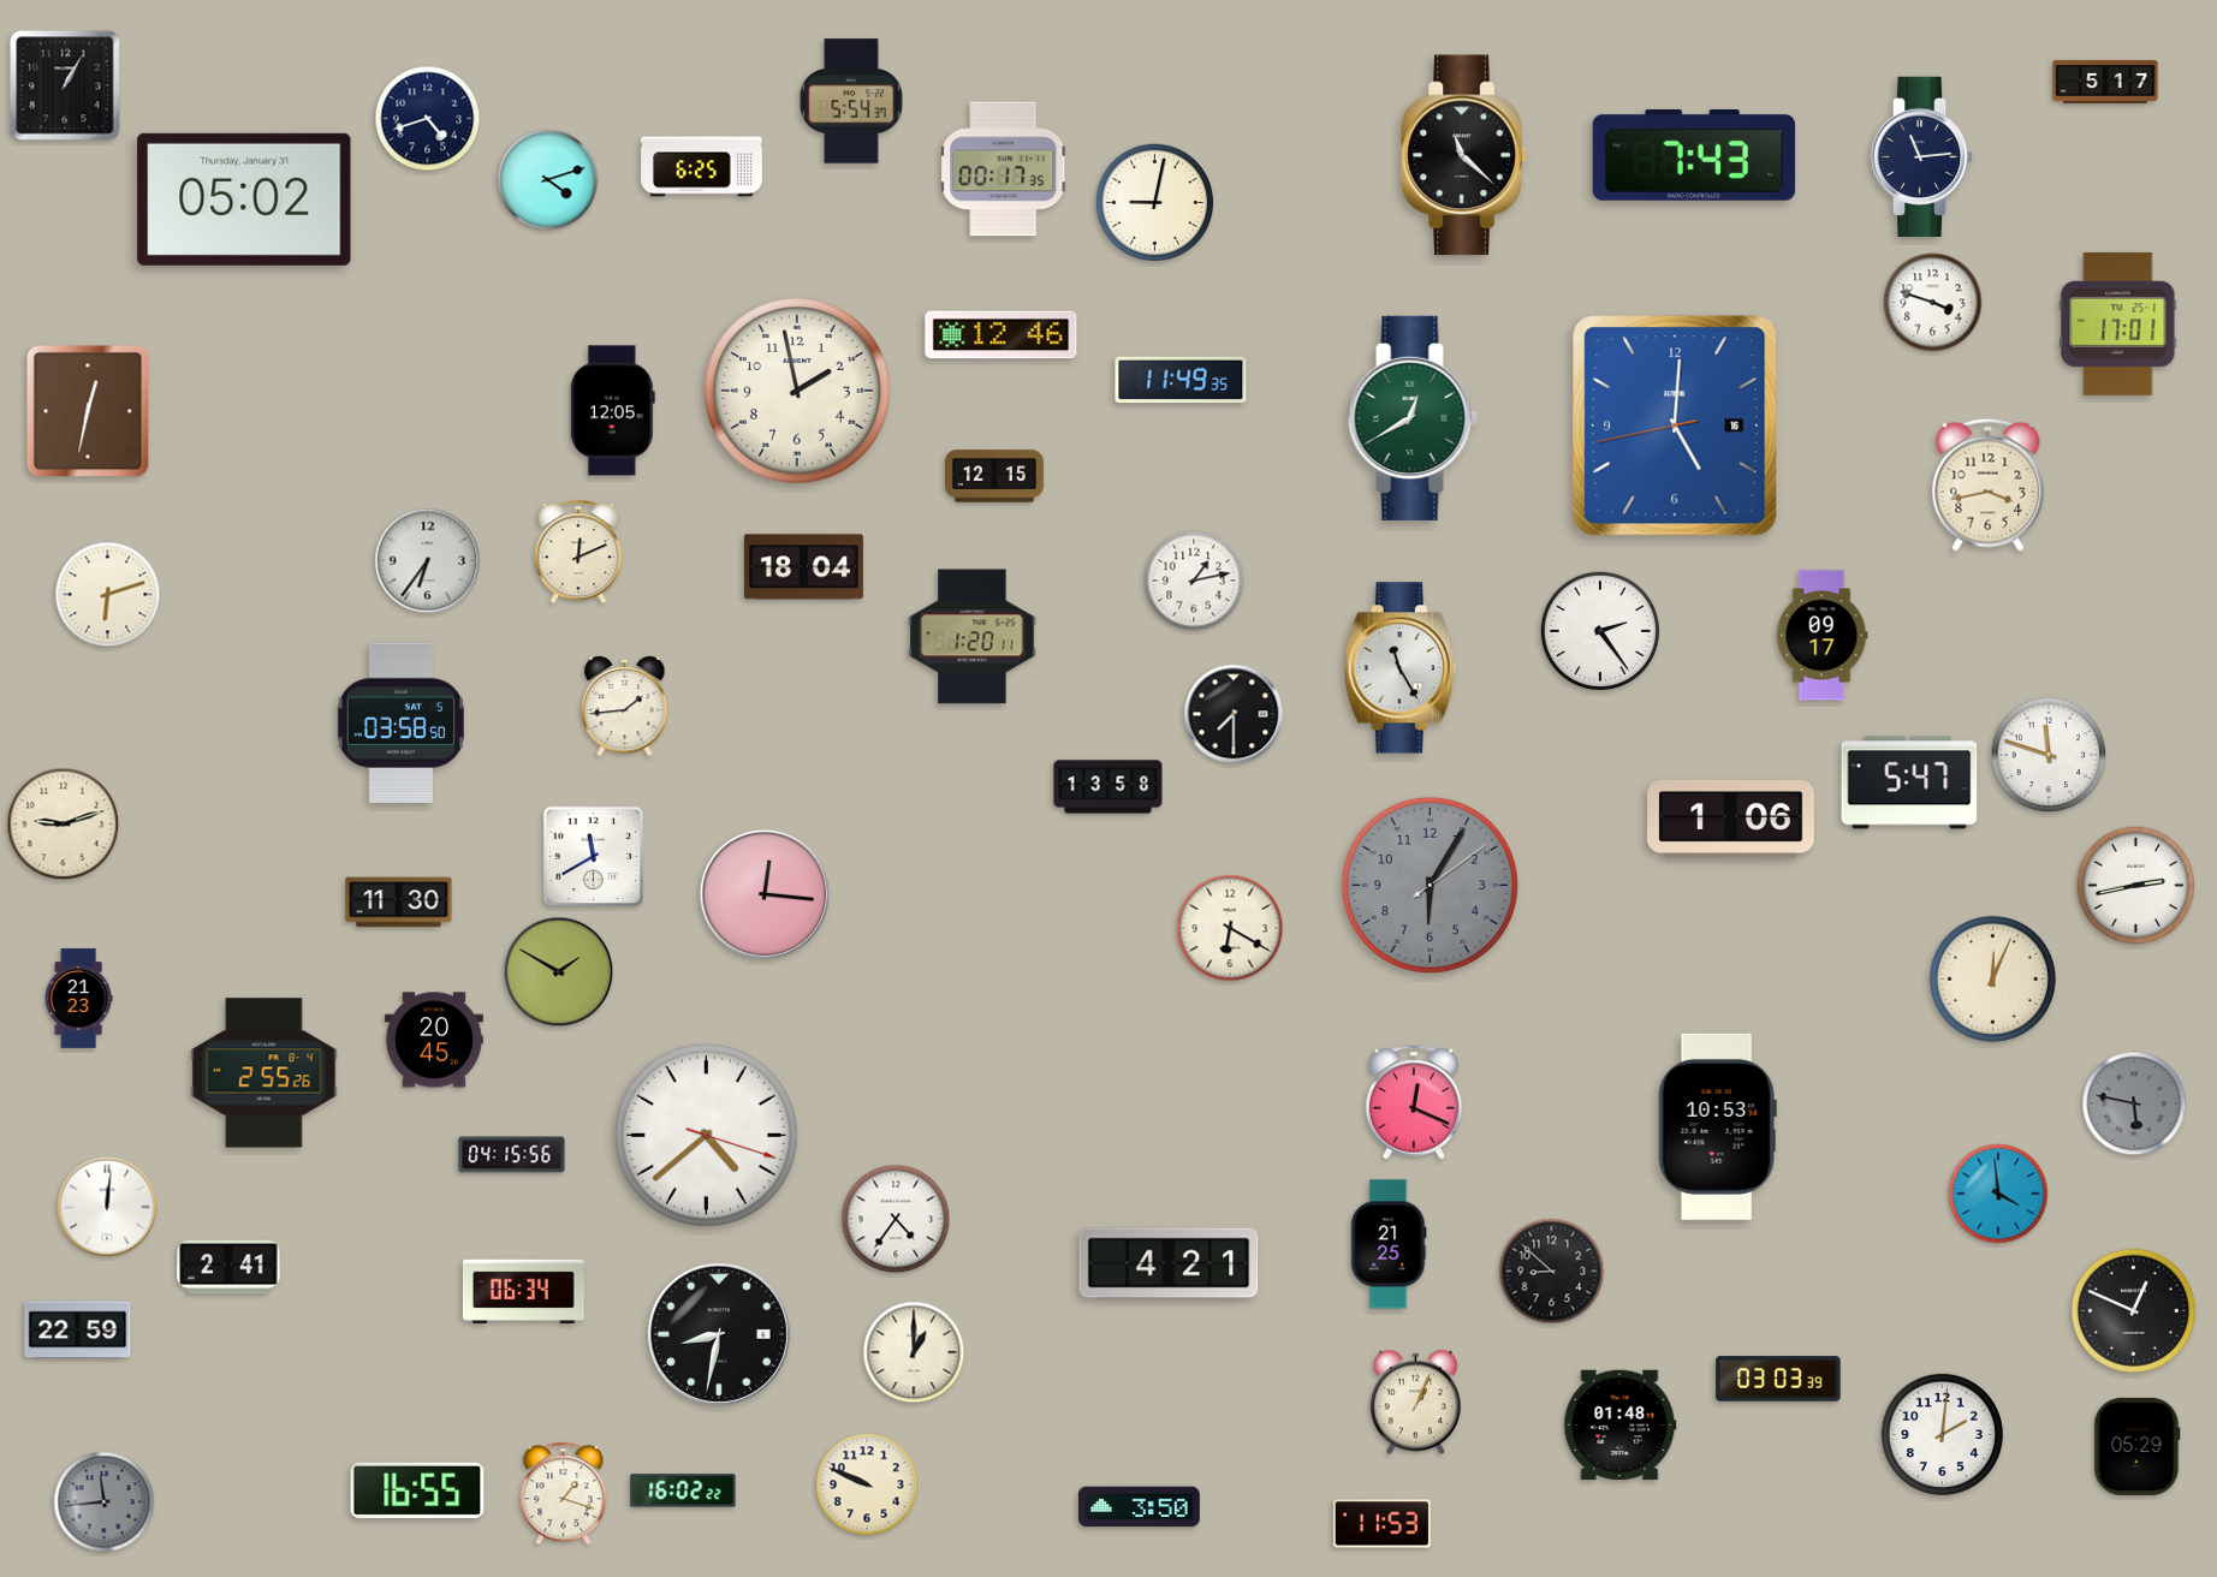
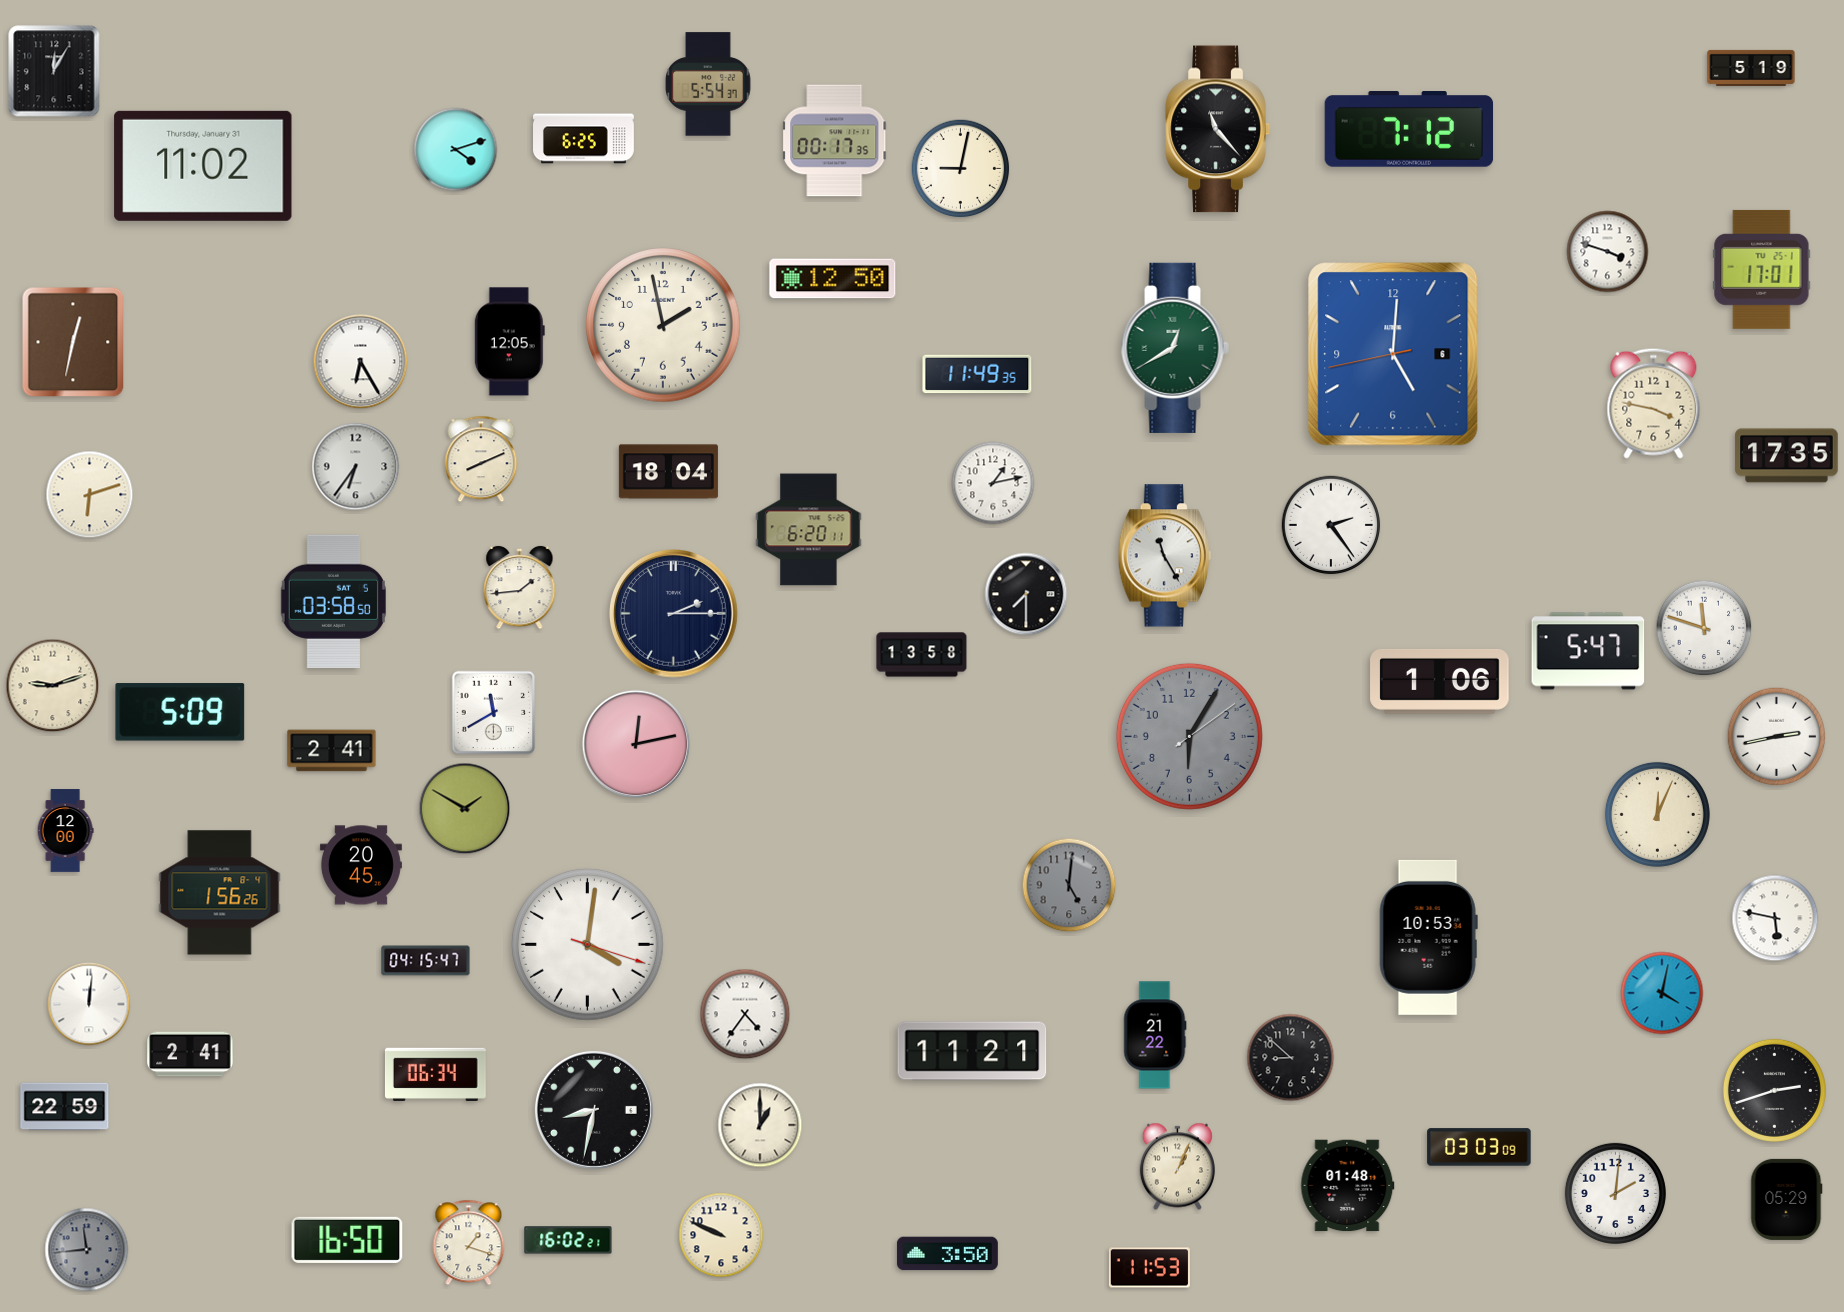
clock at (2105, 82): 5:17 -> 5:19
clock at (65, 85): 1:05 -> 12:05
clock at (428, 119): 4:42 -> none
clock at (1464, 155): 11:22 -> 11:23
clock at (1694, 156): 7:43 -> 7:12
clock at (1922, 156): 11:14 -> none
clock at (244, 200): 05:02 -> 11:02
clock at (1001, 335): 12:46 -> 12:50
clock at (1181, 380) position: (1181, 380) -> (977, 374)
clock at (1675, 426) date: 16 -> 6
clock at (361, 362): none -> 6:25
clock at (994, 476): 12:15 -> none
clock at (1989, 484): 3:43 -> 3:47
clock at (1787, 456): none -> 17:35
clock at (578, 552): 12:11 -> 8:11
clock at (1821, 636): 09:17 -> none
clock at (973, 637): 1:20 -> 6:20
clock at (674, 614): none -> 2:15
clock at (180, 712): none -> 5:09
clock at (763, 893): 12:16 -> 12:13
clock at (399, 903): 11:30 -> 2:41
clock at (1230, 928): 6:20 -> none
clock at (78, 999): 21:23 -> 12:00
clock at (1069, 885): none -> 5:01
clock at (265, 1073): 2:55 -> 1:56
clock at (1414, 1102): 12:19 -> none
clock at (2134, 1103) dial: grey -> white
clock at (707, 1136): 4:38 -> 4:01
clock at (512, 1155): 04:15:56 -> 04:15:47
clock at (1998, 1194): 3:59 -> 4:02
clock at (1389, 1244): 21:25 -> 21:22
clock at (1169, 1263): 4:21 -> 11:21
clock at (2133, 1310): 12:49 -> 2:42
clock at (719, 1334) position: (719, 1334) -> (594, 1110)
clock at (1778, 1379): 03:03:39 -> 03:03:09
clock at (2138, 1446) position: (2138, 1446) -> (1787, 1199)
clock at (417, 1490): 16:55 -> 16:50
clock at (683, 1490): 16:02:22 -> 16:02:21
